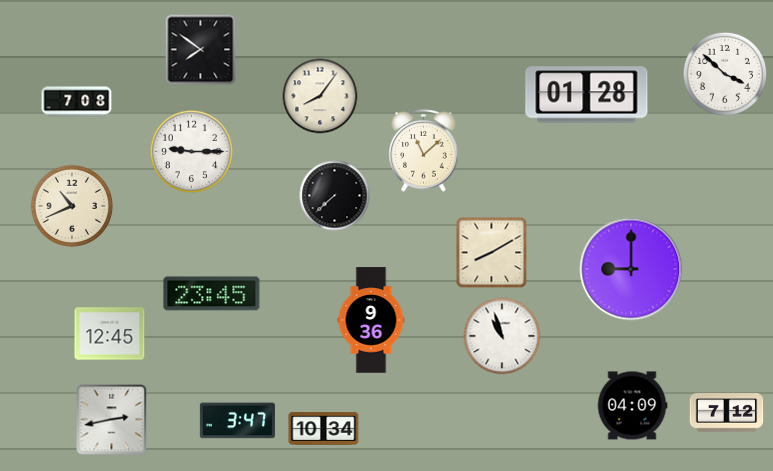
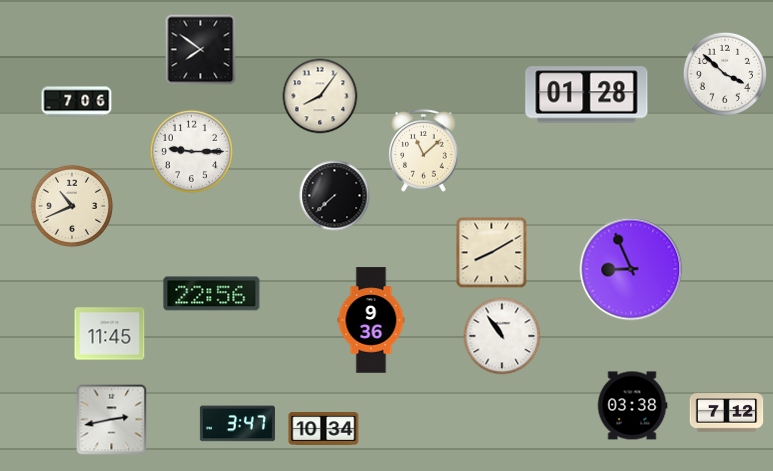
clock at (77, 102): 7:08 -> 7:06
clock at (631, 269): 9:00 -> 8:56
clock at (212, 294): 23:45 -> 22:56
clock at (110, 334): 12:45 -> 11:45
clock at (502, 336): 10:57 -> 10:54
clock at (632, 406): 04:09 -> 03:38
clock at (237, 421) position: (237, 421) -> (237, 424)
